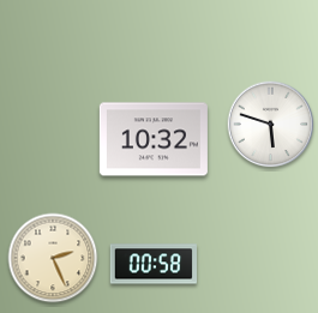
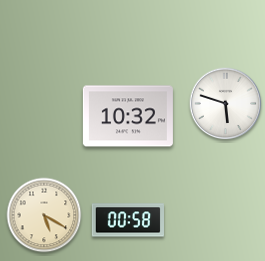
clock at (53, 258): 2:26 -> 5:20
